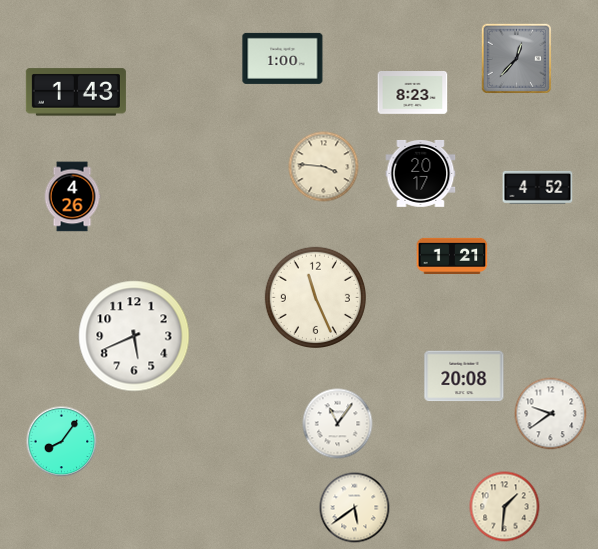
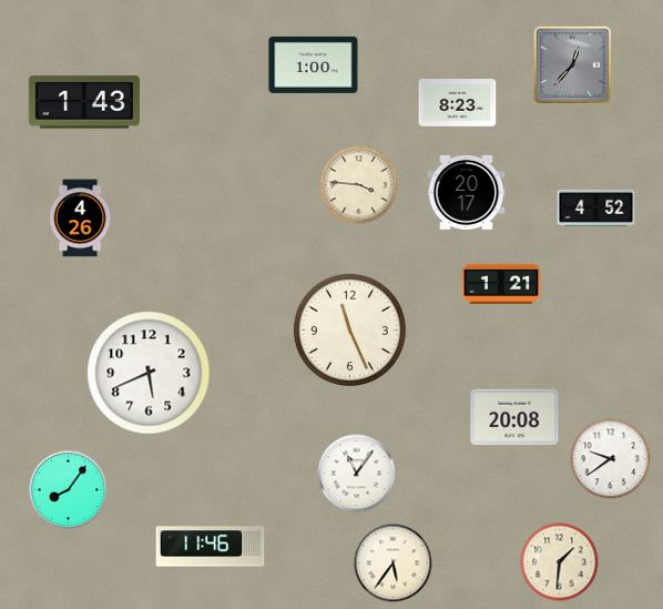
clock at (338, 424) position: (338, 424) -> (357, 474)
clock at (211, 547): none -> 11:46
clock at (355, 508): 5:39 -> 5:36
